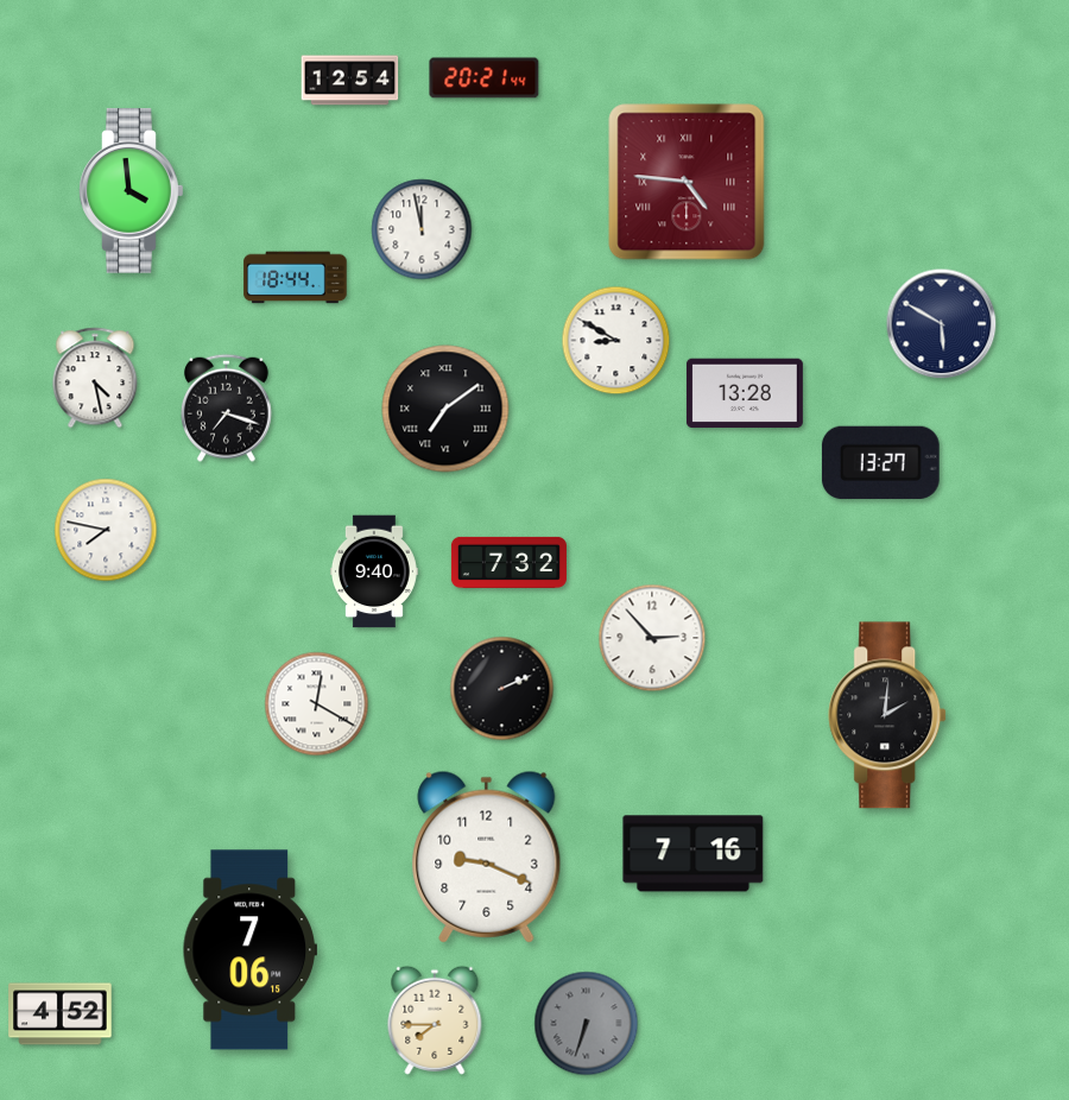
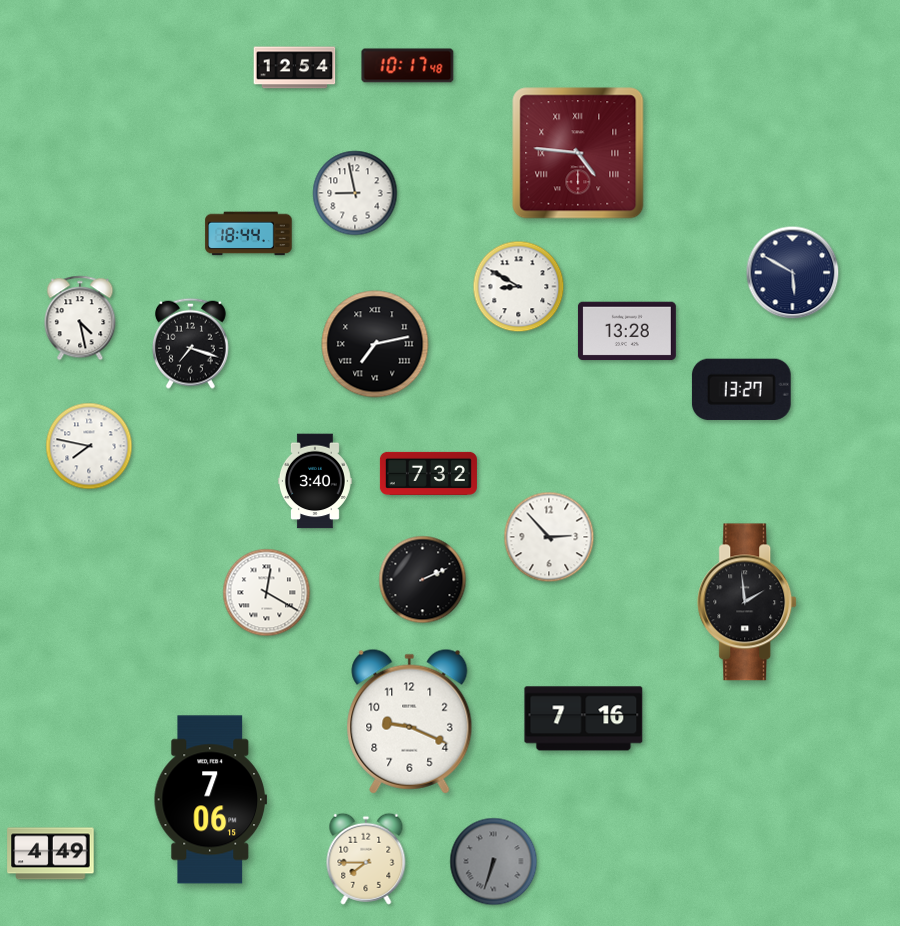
clock at (485, 78): 20:21 -> 10:17
clock at (132, 191): 3:59 -> none
clock at (422, 229): 11:58 -> 8:58
clock at (445, 409): 7:09 -> 7:13
clock at (374, 571): 9:40 -> 3:40
clock at (888, 715): 2:01 -> 1:59
clock at (61, 1014): 4:52 -> 4:49
